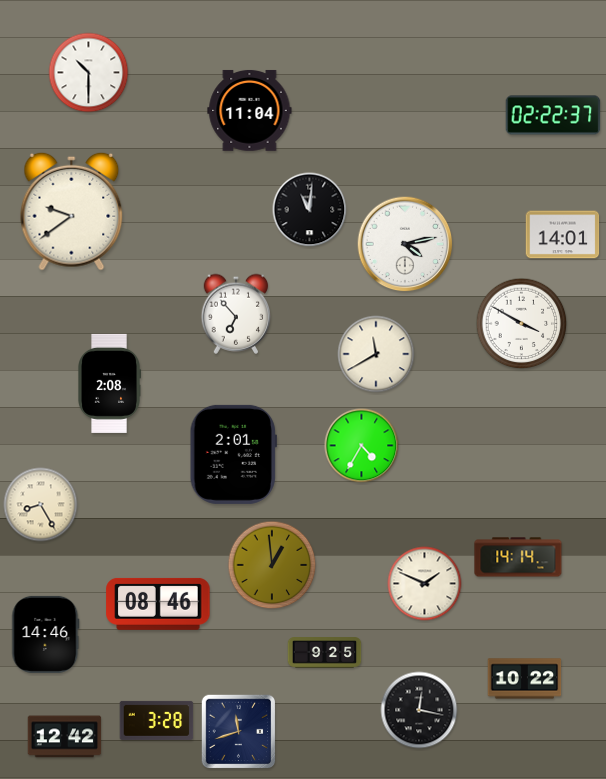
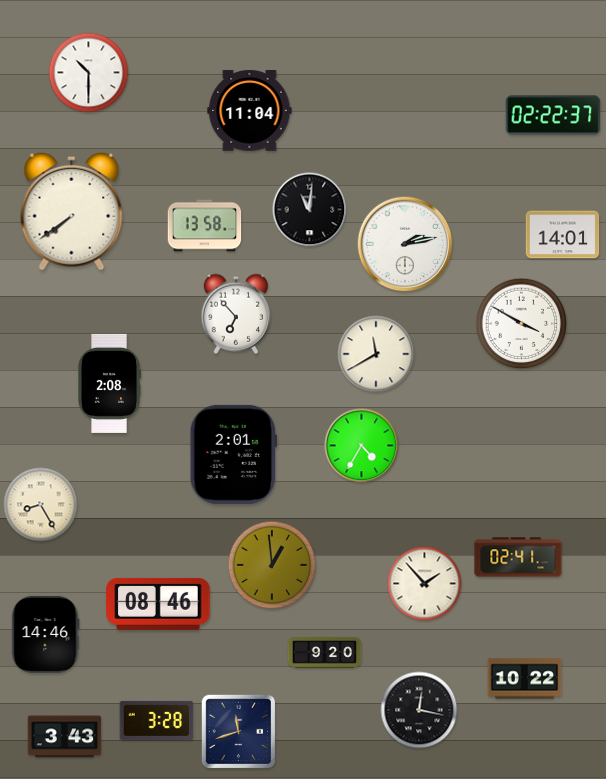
clock at (72, 211): 9:39 -> 7:39
clock at (205, 226): none -> 13:58
clock at (405, 244): 4:13 -> 2:13
clock at (518, 557): 14:14 -> 02:41
clock at (425, 584): 1:49 -> 1:53
clock at (325, 653): 9:25 -> 9:20
clock at (65, 737): 12:42 -> 3:43
